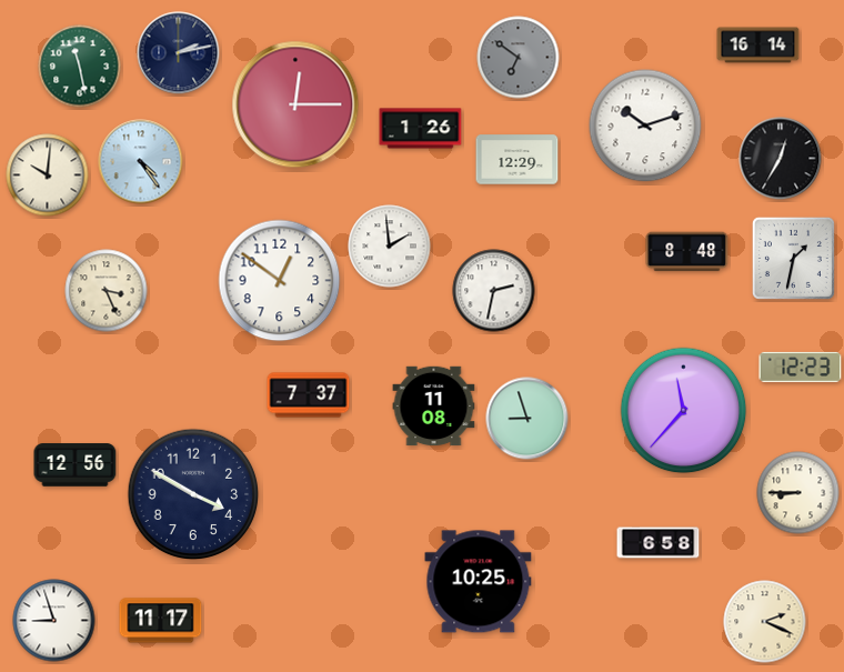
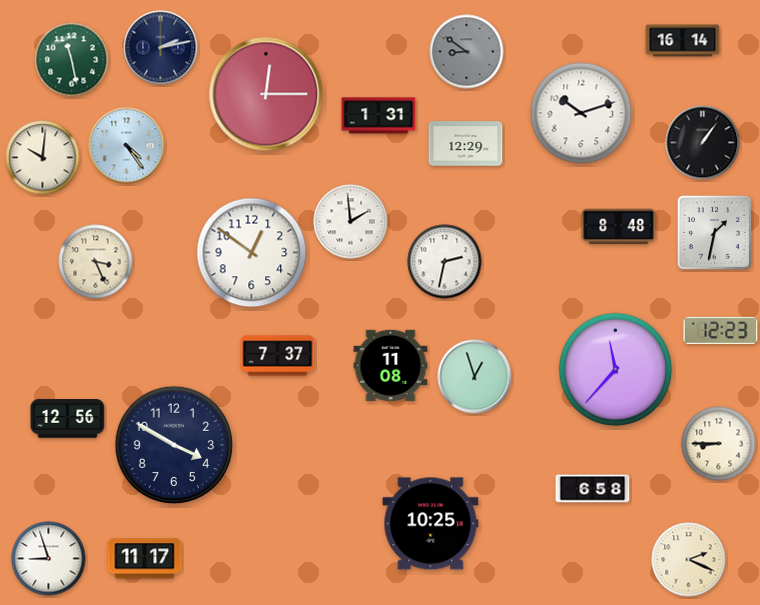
clock at (519, 58): 6:51 -> 8:51
clock at (421, 129): 1:26 -> 1:31
clock at (781, 159): 12:35 -> 1:06
clock at (527, 419): 8:57 -> 12:57
